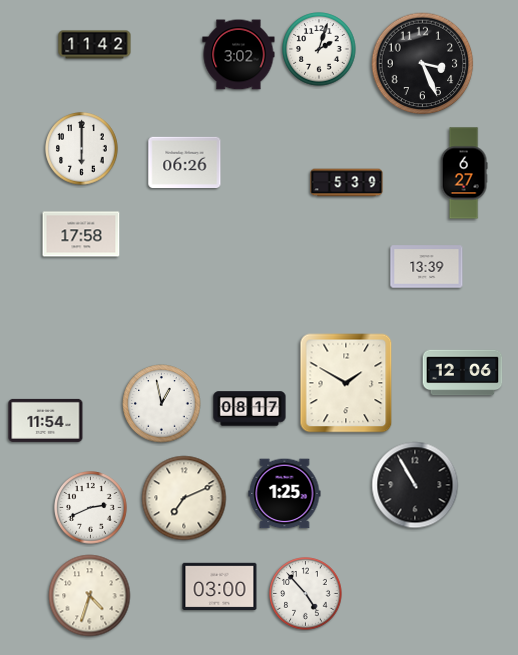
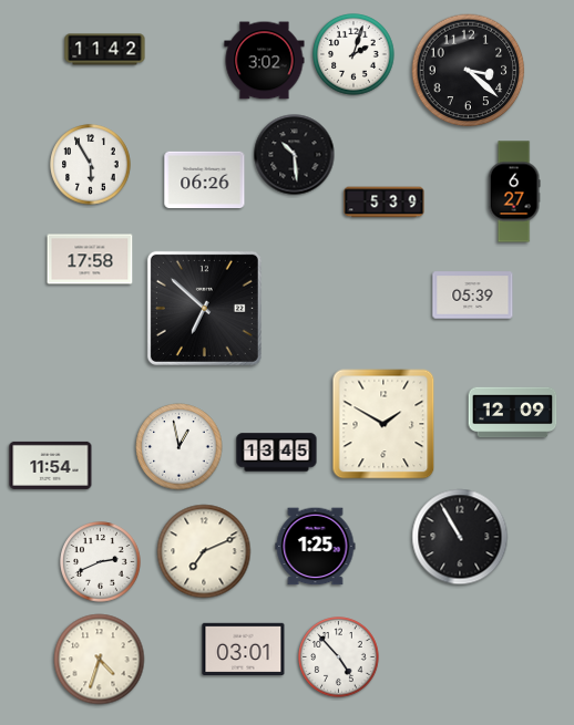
clock at (423, 64): 3:26 -> 3:22
clock at (295, 155): none -> 10:29
clock at (82, 149): 6:00 -> 5:55
clock at (427, 267): 13:39 -> 05:39
clock at (204, 308): none -> 6:52
clock at (463, 373): 12:06 -> 12:09
clock at (250, 409): 08:17 -> 13:45
clock at (220, 586): 03:00 -> 03:01
